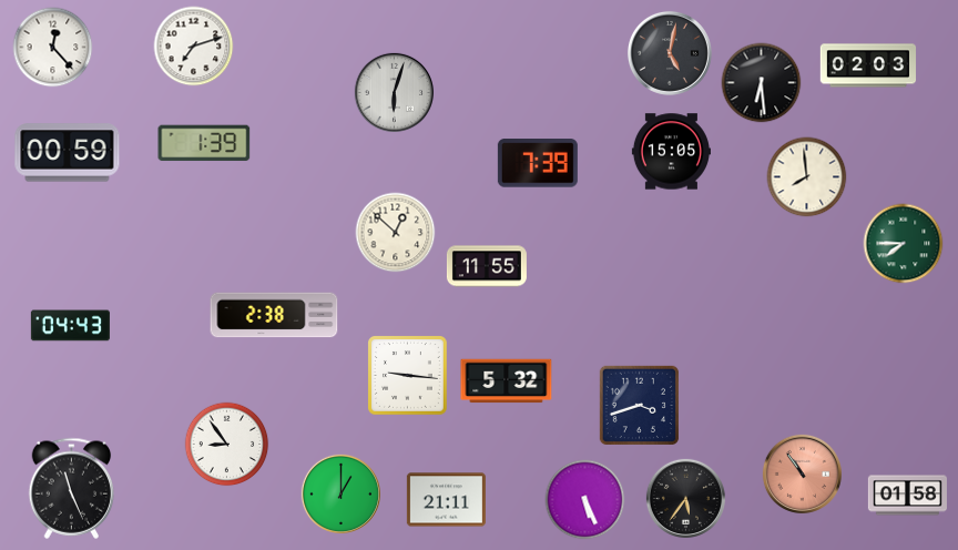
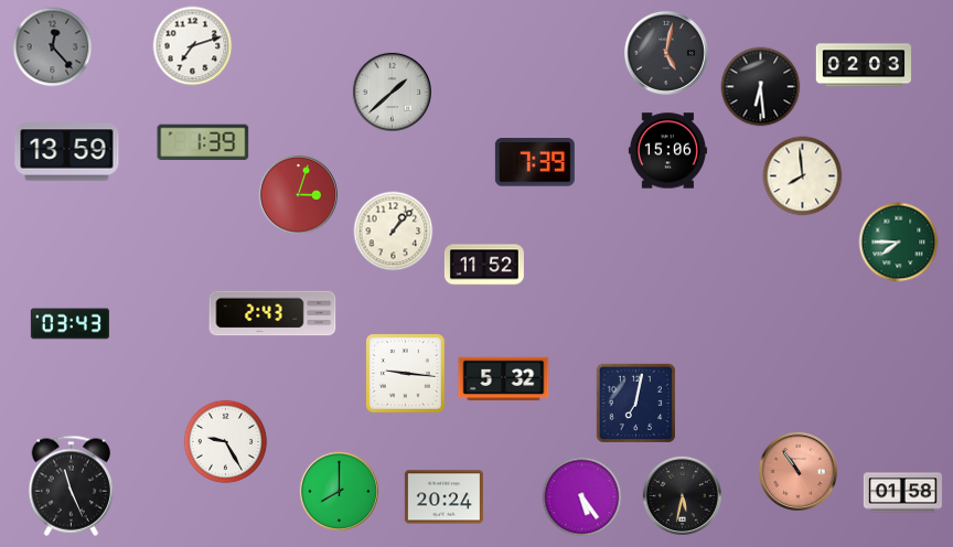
clock at (53, 48) dial: white -> grey
clock at (762, 83) position: (762, 83) -> (761, 87)
clock at (394, 92): 6:03 -> 1:38
clock at (671, 152): 15:05 -> 15:06
clock at (68, 153): 00:59 -> 13:59
clock at (298, 194): none -> 3:03
clock at (396, 233): 12:52 -> 1:07
clock at (487, 266): 11:55 -> 11:52
clock at (274, 315): 2:38 -> 2:43
clock at (70, 326): 04:43 -> 03:43
clock at (639, 405): 3:42 -> 7:02
clock at (227, 445): 8:54 -> 9:25
clock at (340, 493): 1:00 -> 8:00
clock at (685, 498): 5:36 -> 5:32
clock at (446, 500): 21:11 -> 20:24
clock at (585, 500): 5:26 -> 5:24
